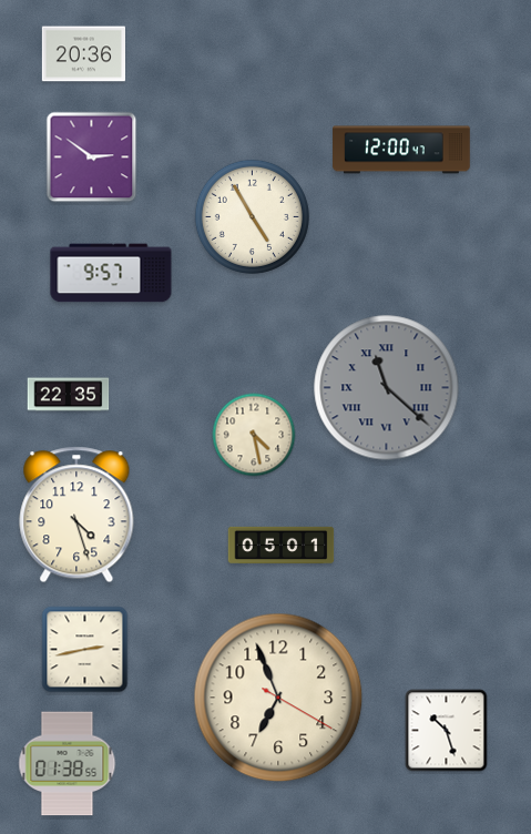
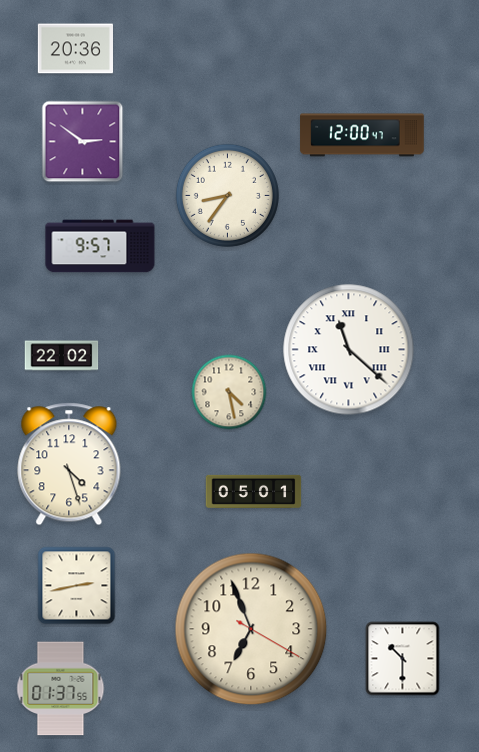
clock at (252, 216): 4:55 -> 8:36
clock at (387, 388) dial: grey -> white
clock at (69, 395): 22:35 -> 22:02
clock at (447, 731): 10:27 -> 10:30
clock at (68, 764): 01:38 -> 01:37
